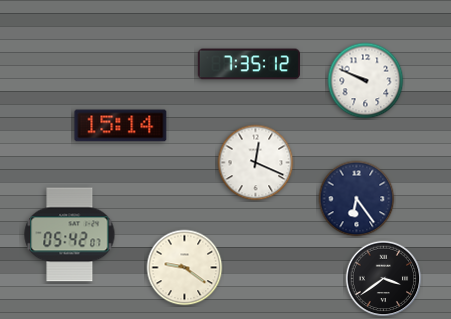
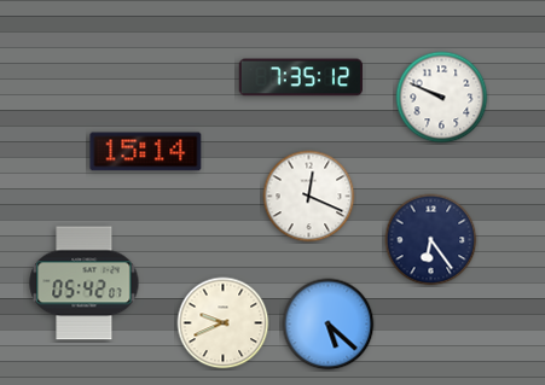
clock at (185, 268): 9:21 -> 9:41
clock at (329, 325): none -> 5:22
clock at (384, 279): 3:39 -> none
